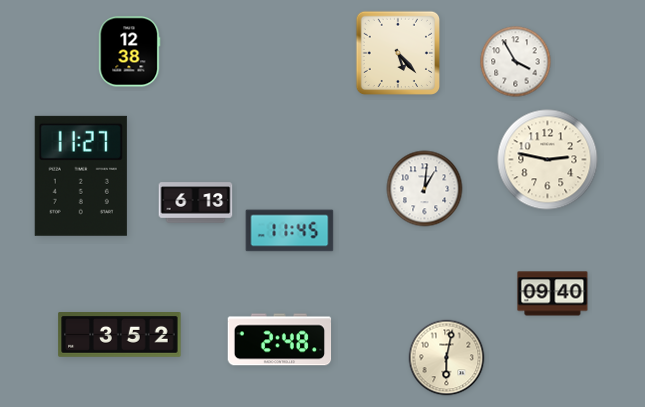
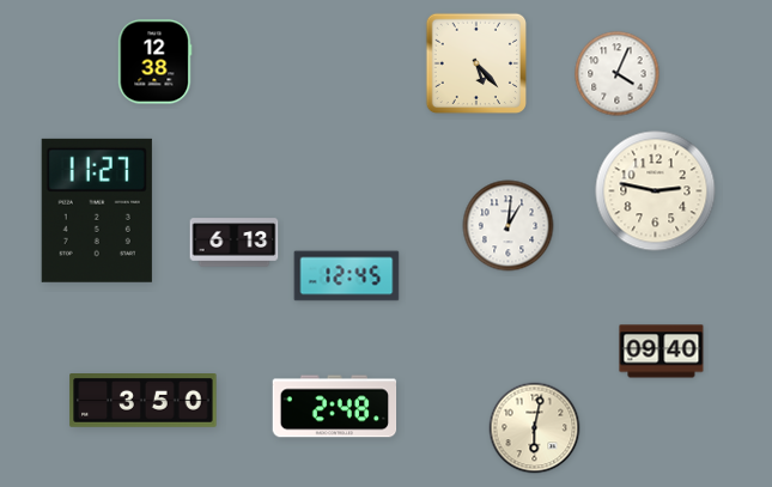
clock at (516, 62): 3:55 -> 4:04
clock at (290, 231): 11:45 -> 12:45
clock at (120, 335): 3:52 -> 3:50
